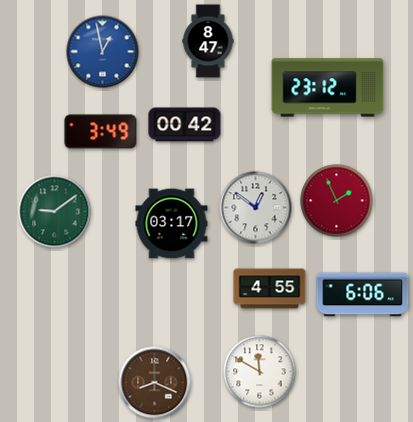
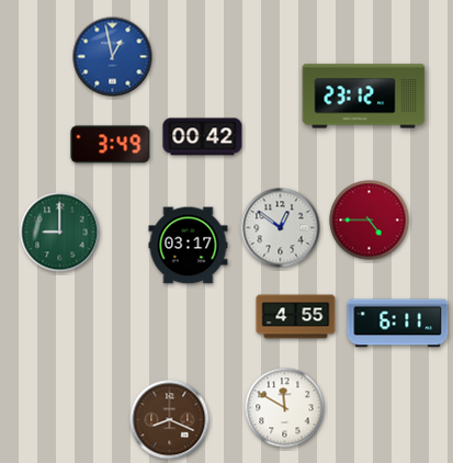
clock at (208, 41): 8:47 -> none
clock at (328, 88) position: (328, 88) -> (364, 97)
clock at (337, 201): 1:56 -> 4:45
clock at (55, 212): 9:09 -> 9:00
clock at (363, 295): 6:06 -> 6:11
